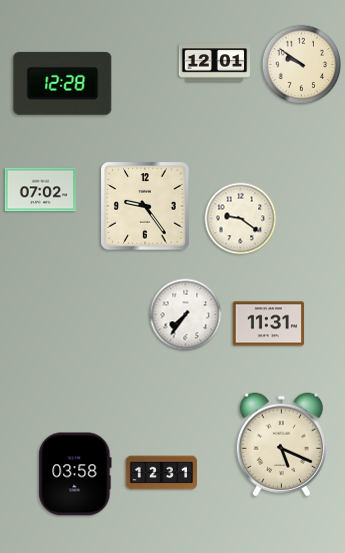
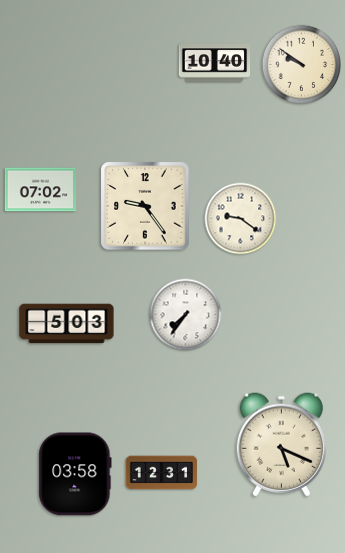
clock at (215, 63): 12:01 -> 10:40
clock at (63, 83): 12:28 -> none
clock at (67, 324): none -> 5:03
clock at (269, 324): 11:31 -> none
